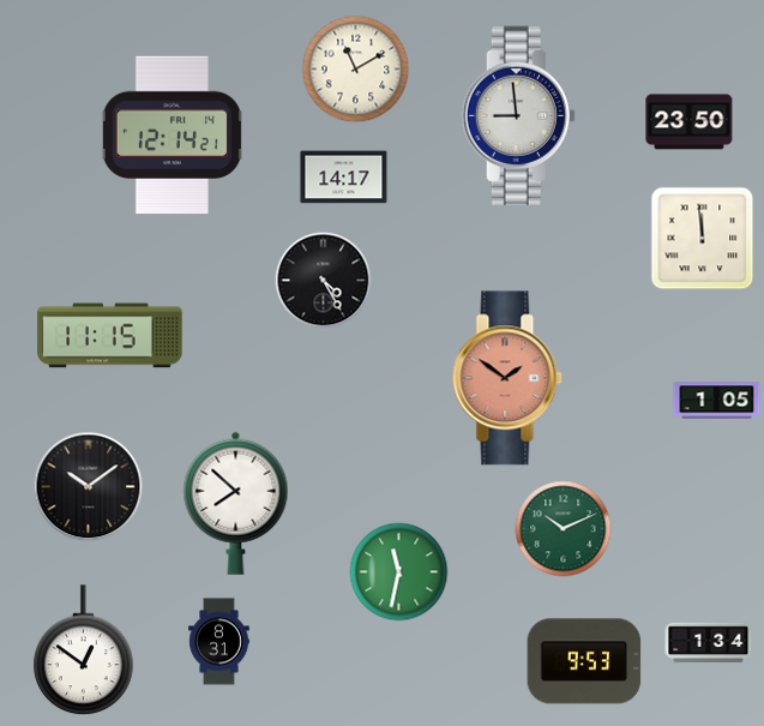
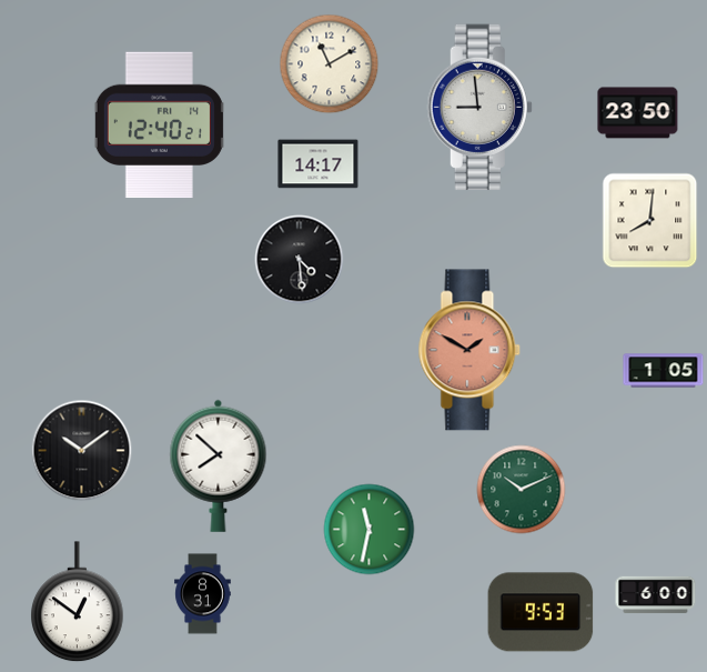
clock at (172, 136): 12:14 -> 12:40
clock at (703, 239): 11:59 -> 8:01
clock at (324, 281): 4:25 -> 4:29
clock at (110, 336): 11:15 -> none
clock at (507, 378): 1:51 -> 1:50
clock at (709, 643): 1:34 -> 6:00
